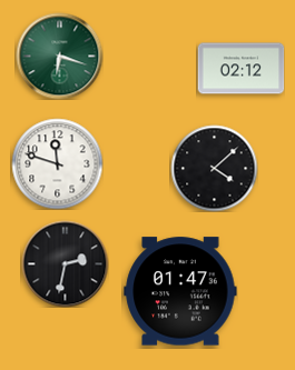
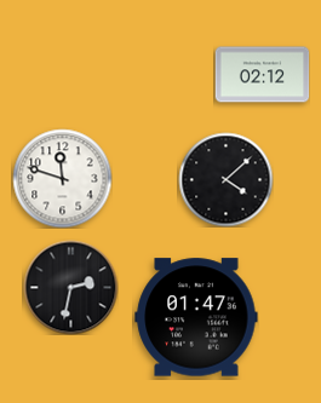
clock at (59, 56): 6:18 -> none
clock at (214, 168) position: (214, 168) -> (225, 179)
